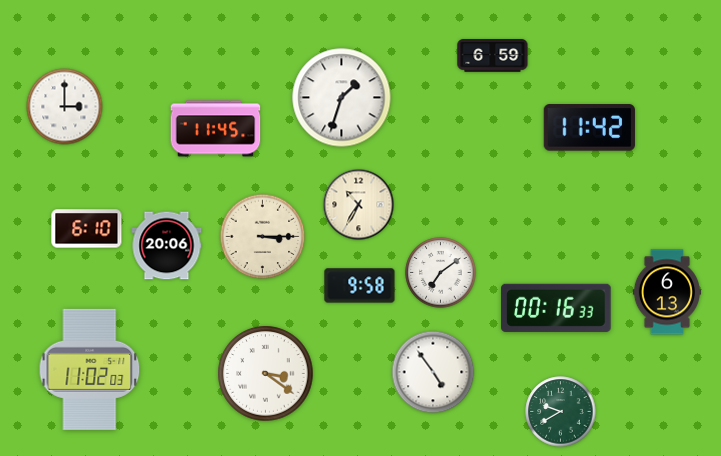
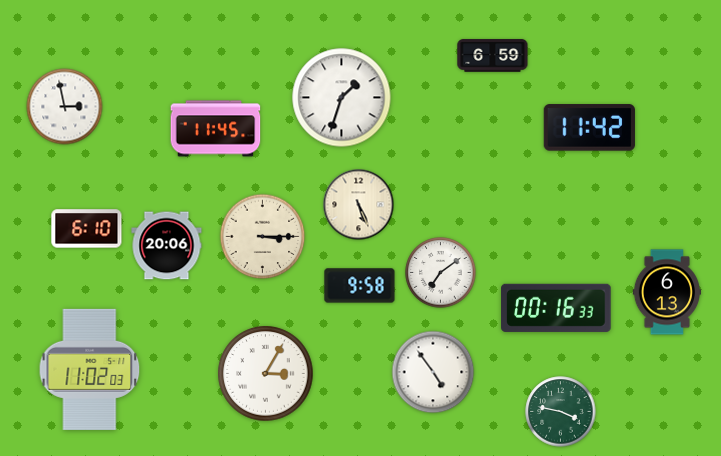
clock at (65, 107): 3:00 -> 2:58
clock at (359, 205): 10:35 -> 5:26
clock at (266, 374): 3:21 -> 3:05
clock at (561, 412): 9:40 -> 3:47
